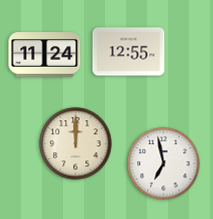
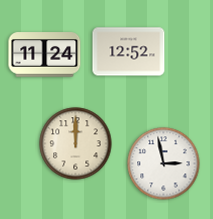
clock at (129, 52): 12:55 -> 12:52
clock at (164, 164): 6:58 -> 2:58
